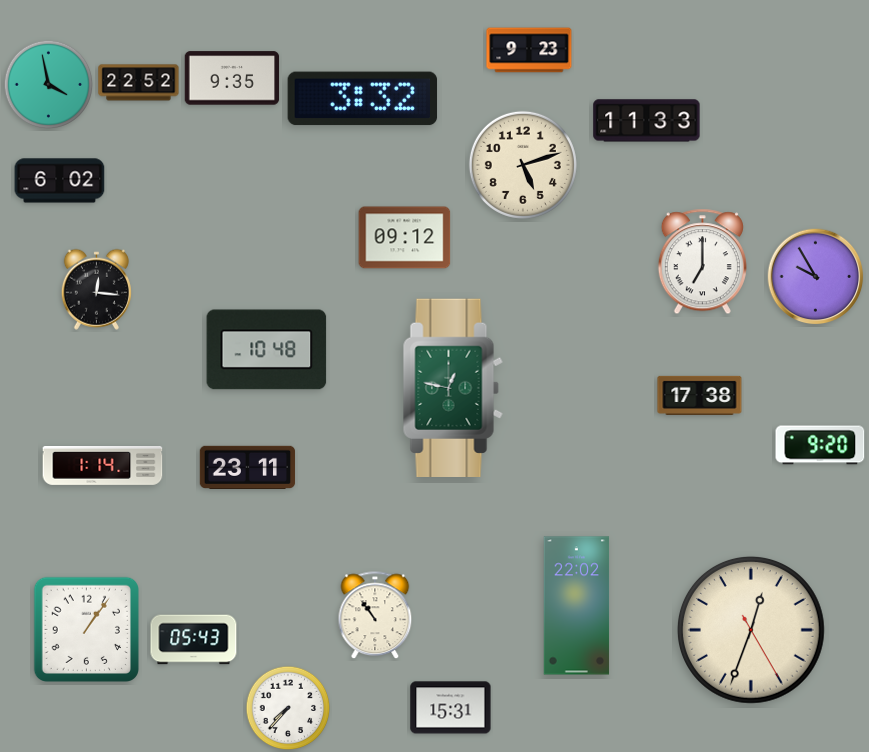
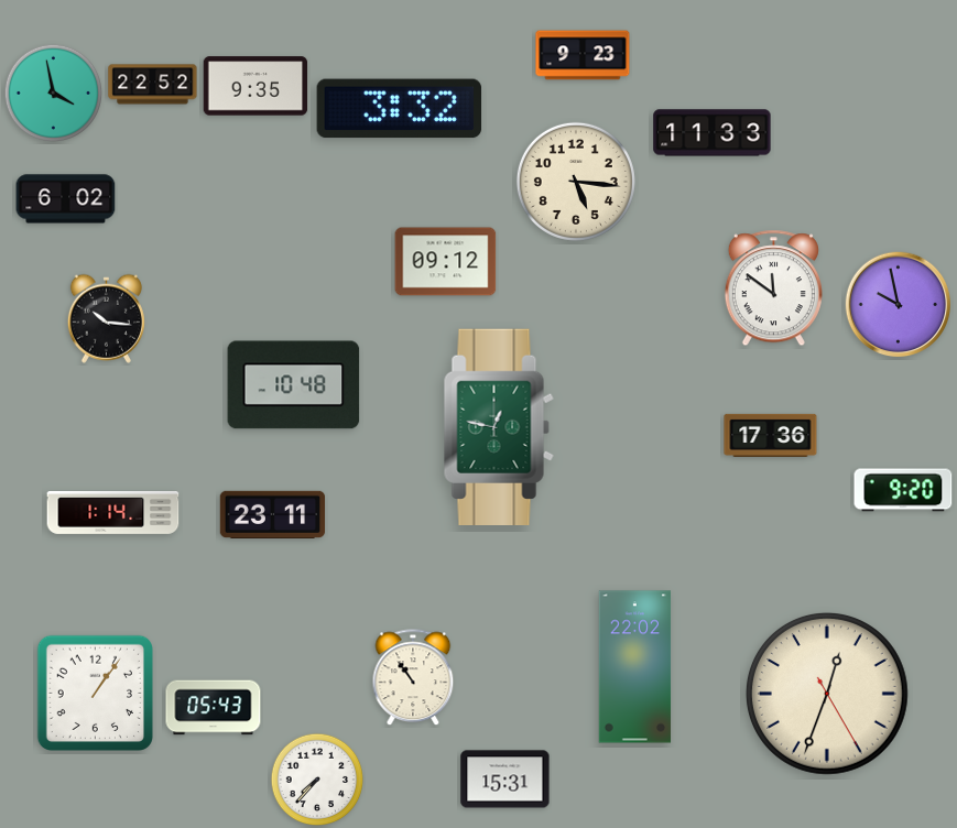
clock at (139, 83) position: (139, 83) -> (153, 85)
clock at (523, 165): 5:12 -> 5:16
clock at (702, 262): 7:00 -> 11:51
clock at (816, 277): 9:55 -> 9:58
clock at (96, 289): 12:16 -> 10:16
clock at (700, 395): 17:38 -> 17:36
clock at (194, 640) position: (194, 640) -> (214, 708)
clock at (451, 708) position: (451, 708) -> (505, 780)
